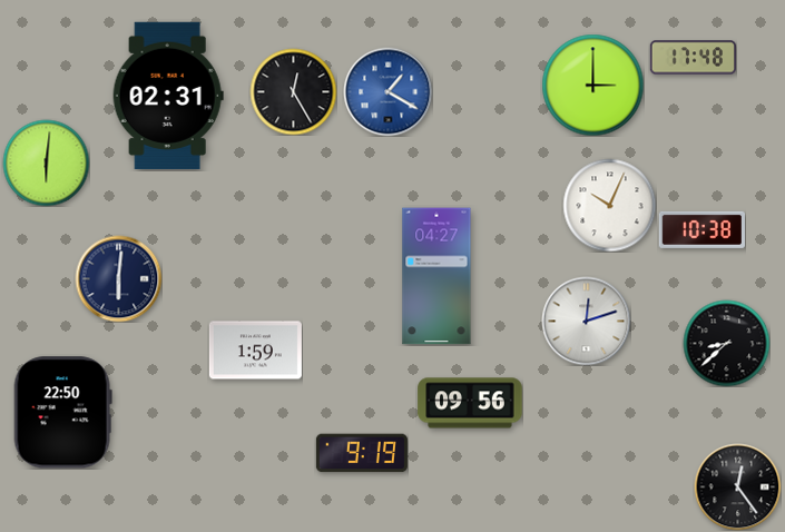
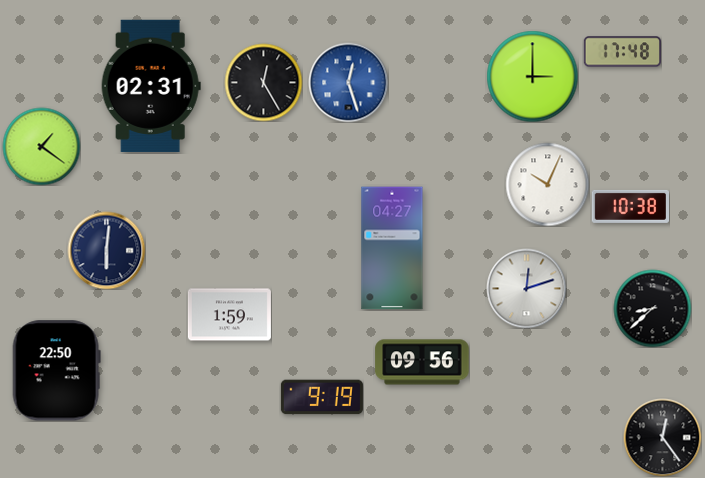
clock at (387, 91): 1:20 -> 12:27
clock at (46, 162): 6:01 -> 1:21
clock at (362, 453) position: (362, 453) -> (322, 397)
